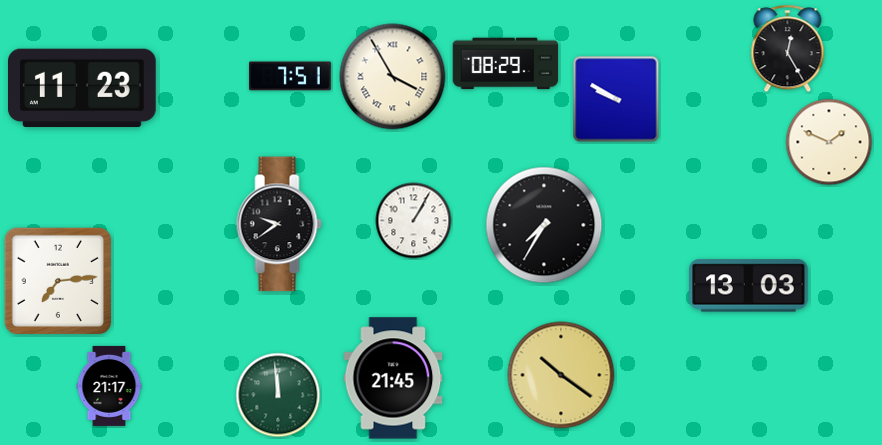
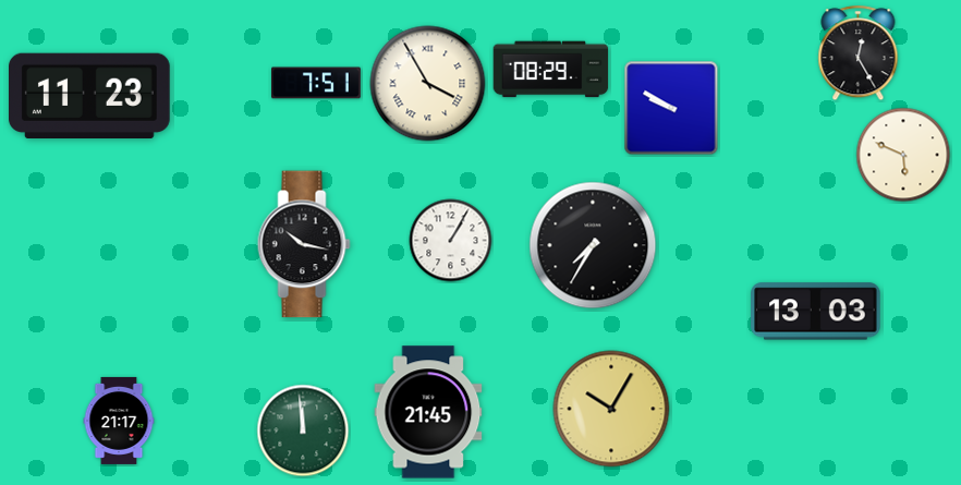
clock at (829, 142): 1:49 -> 5:49
clock at (279, 224): 9:39 -> 10:17
clock at (58, 281): 7:14 -> none
clock at (561, 375): 10:21 -> 10:05
